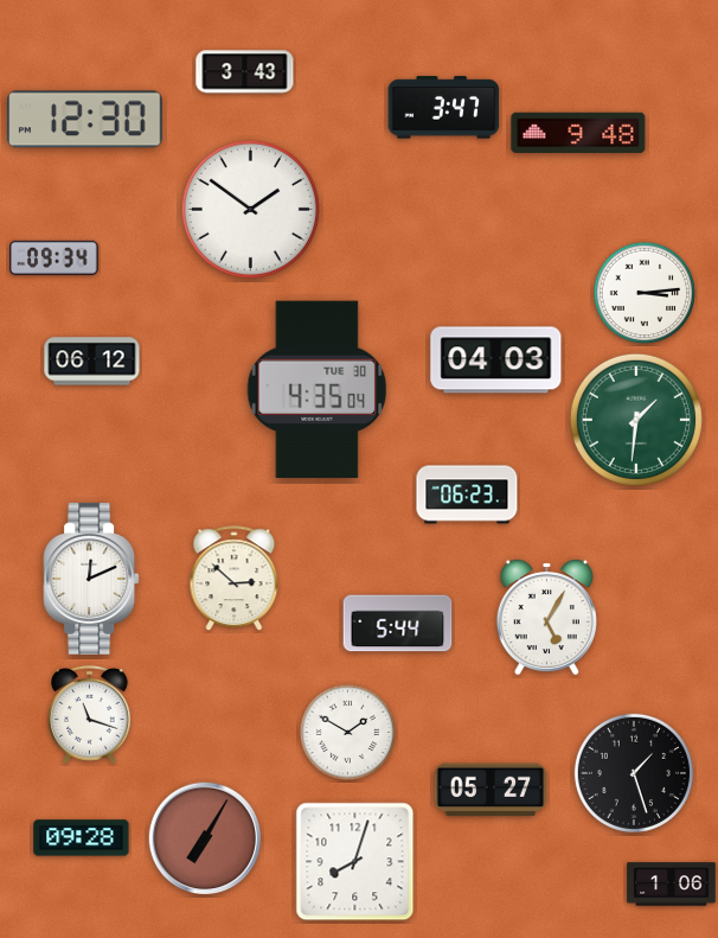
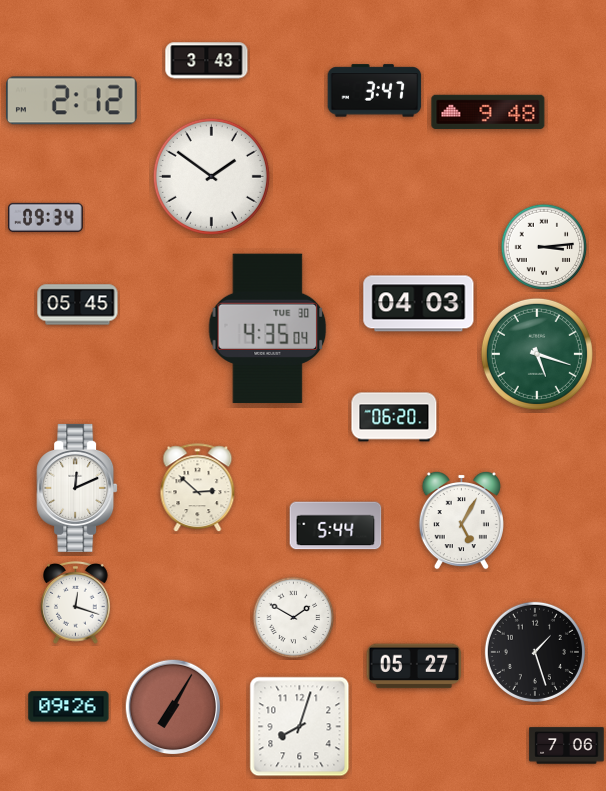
clock at (85, 120): 12:30 -> 2:12
clock at (92, 362): 06:12 -> 05:45
clock at (636, 420): 1:31 -> 5:18
clock at (467, 494): 06:23 -> 06:20
clock at (90, 715): 11:18 -> 12:18
clock at (82, 838): 09:28 -> 09:26
clock at (672, 885): 1:06 -> 7:06
